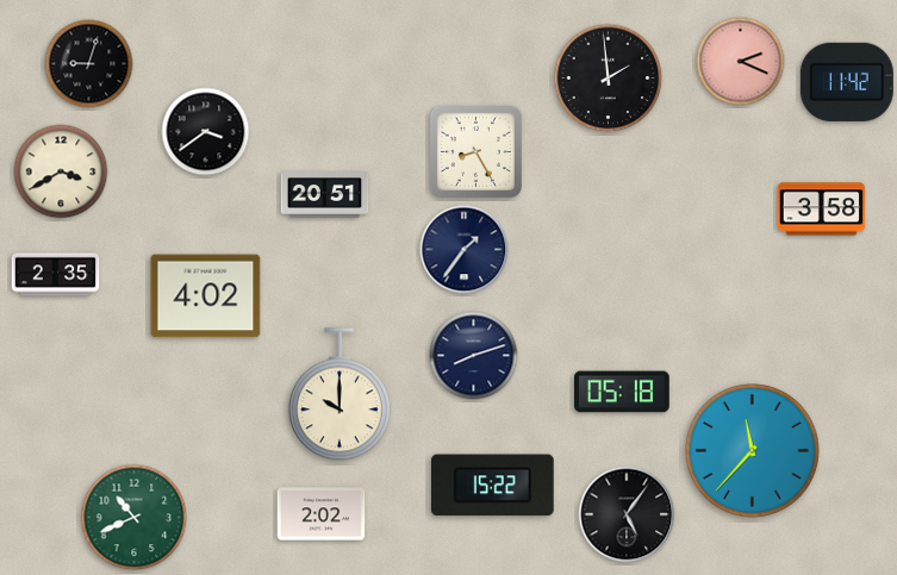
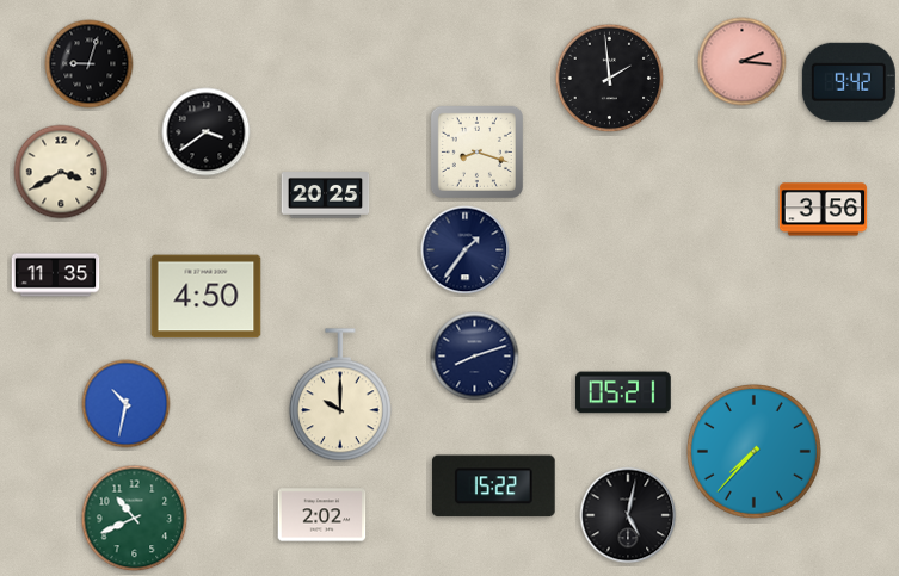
clock at (741, 62): 2:19 -> 2:16
clock at (847, 82): 11:42 -> 9:42
clock at (475, 151): 8:25 -> 8:18
clock at (325, 195): 20:51 -> 20:25
clock at (822, 210): 3:58 -> 3:56
clock at (56, 275): 2:35 -> 11:35
clock at (206, 296): 4:02 -> 4:50
clock at (623, 392): 05:18 -> 05:21
clock at (127, 404): none -> 10:32
clock at (752, 450): 11:37 -> 7:37
clock at (627, 514): 5:06 -> 5:02
